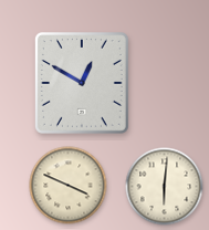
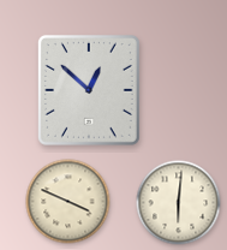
clock at (82, 83): 12:50 -> 12:52
clock at (69, 186) position: (69, 186) -> (68, 202)
